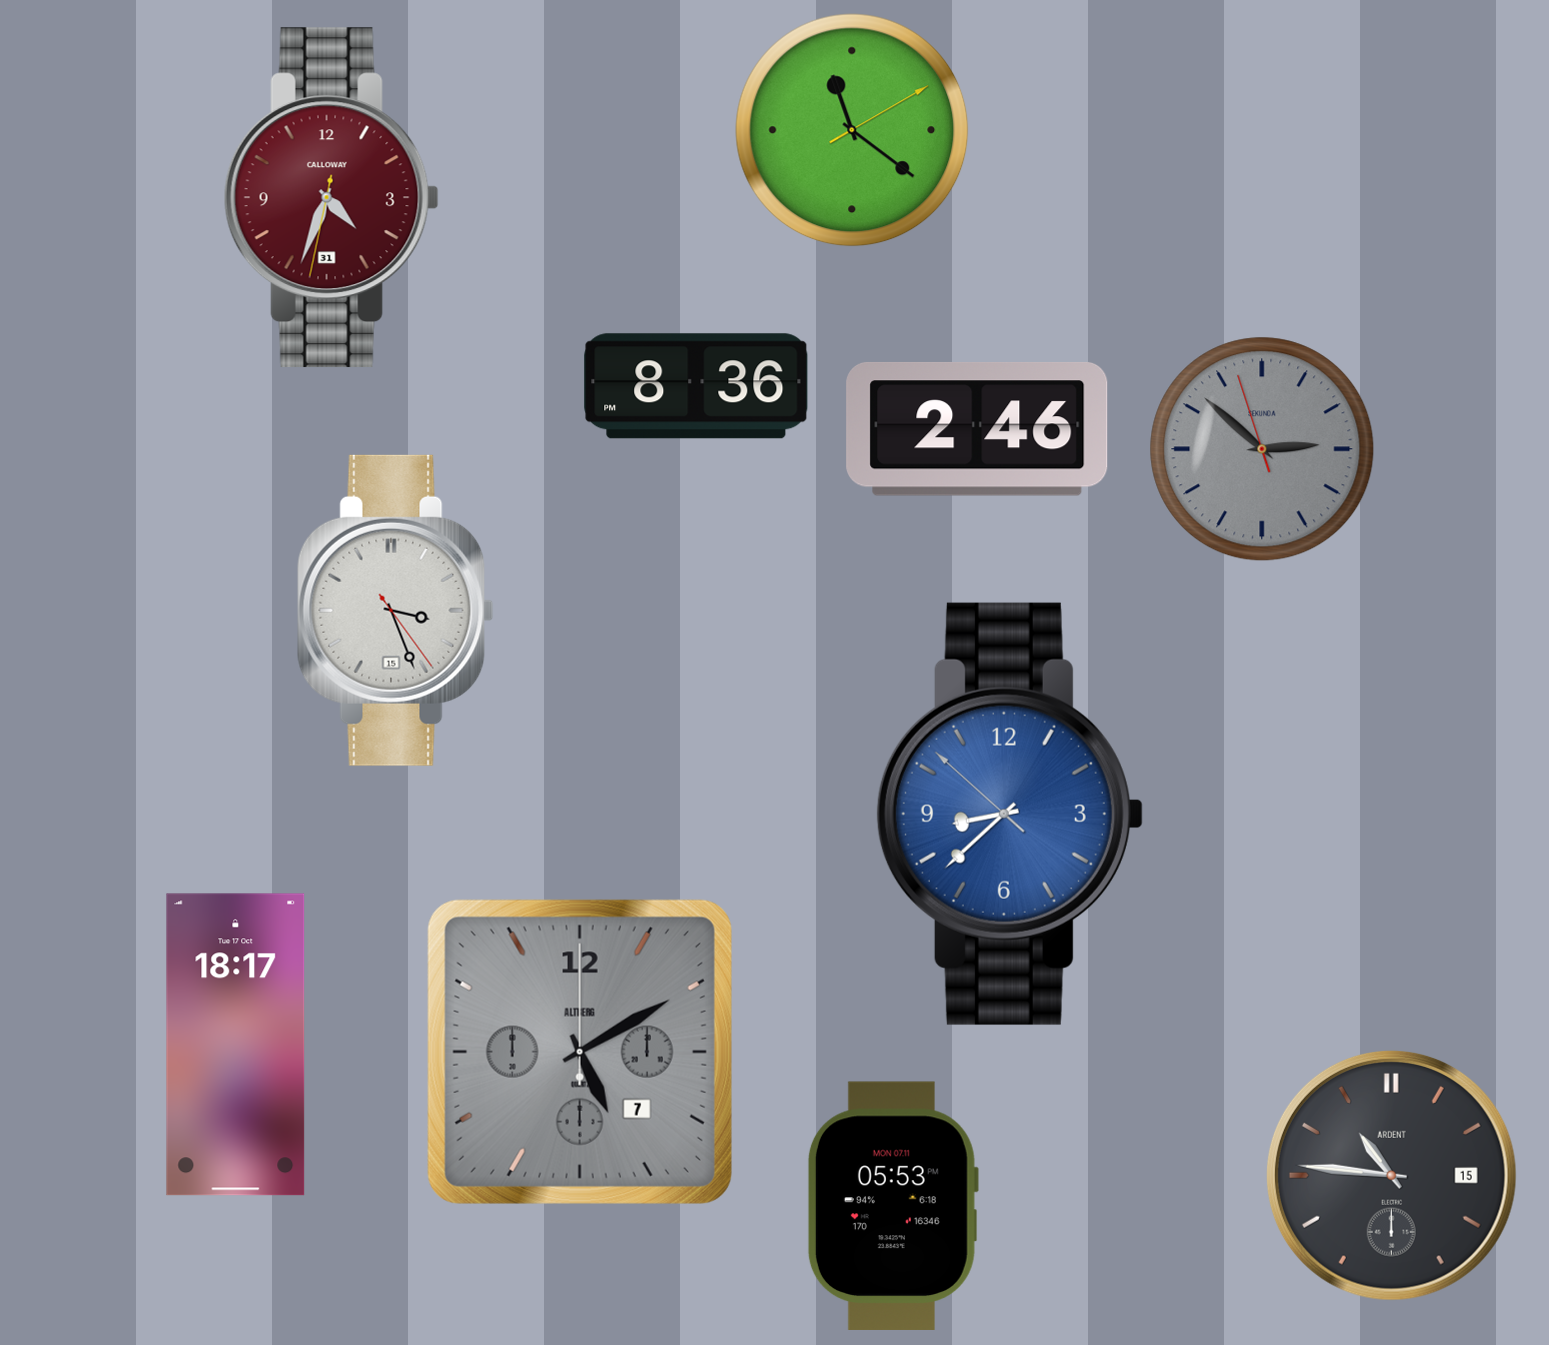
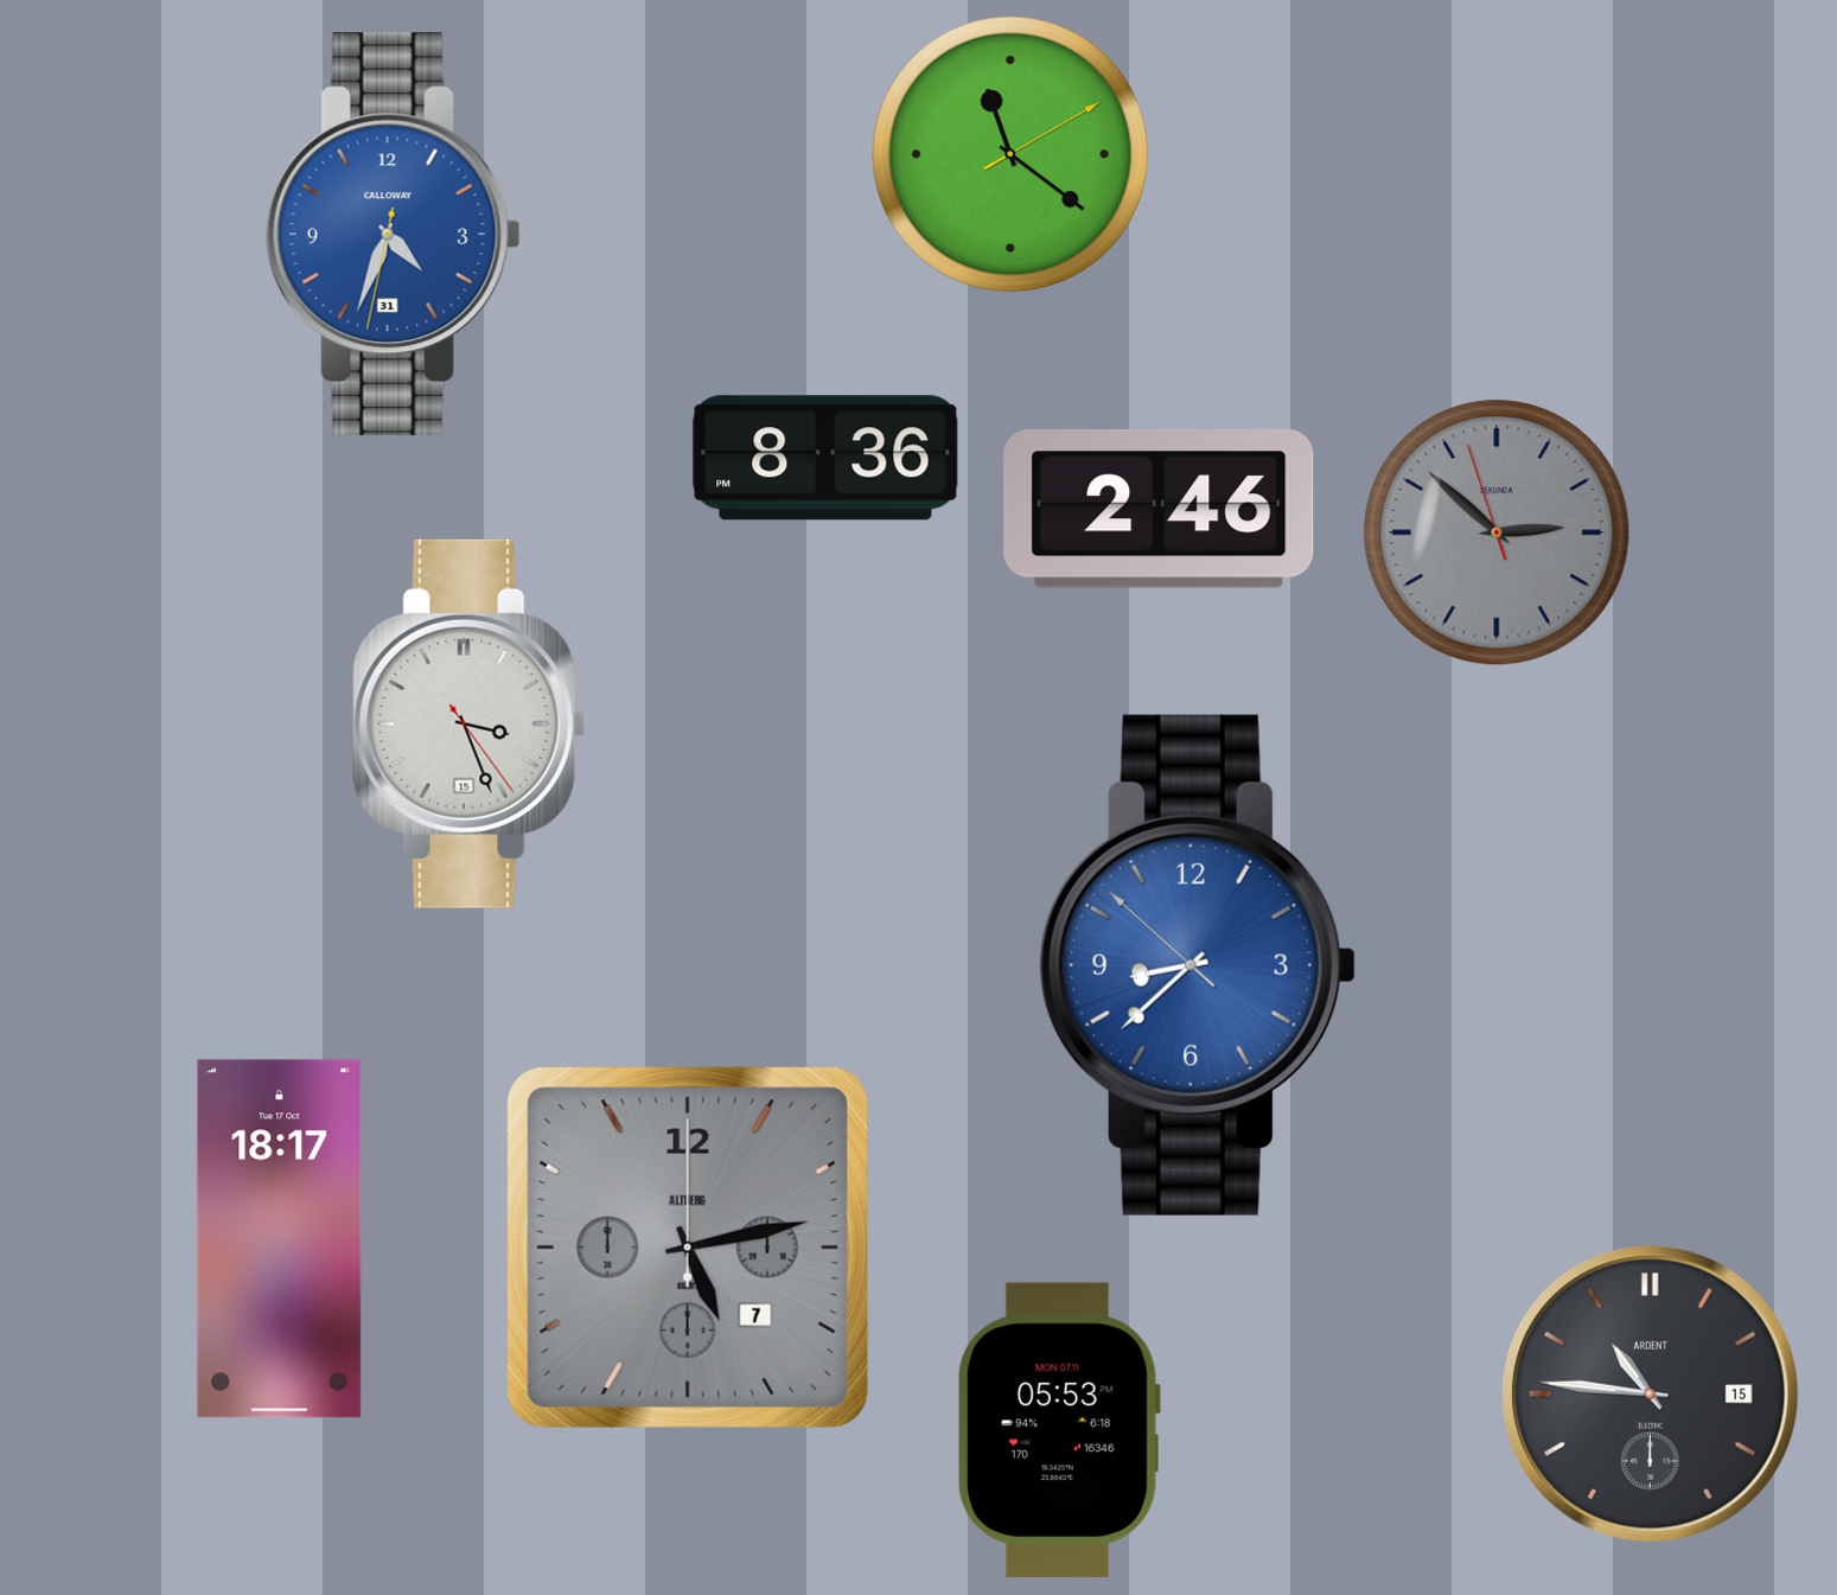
clock at (331, 198) dial: burgundy -> blue
clock at (580, 1052): 5:10 -> 5:13
